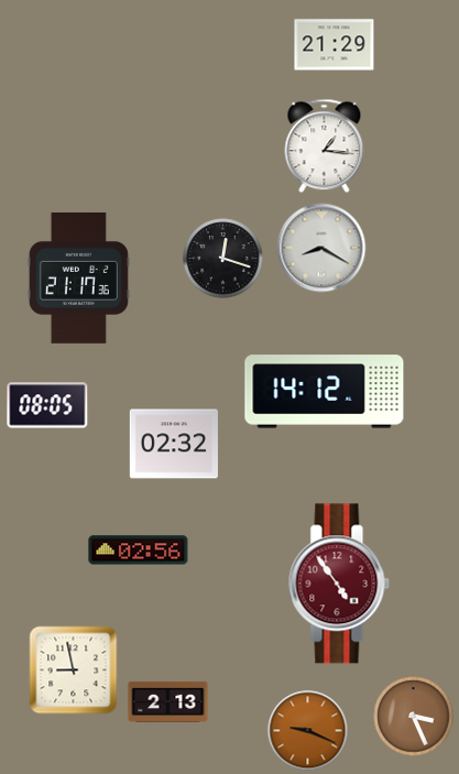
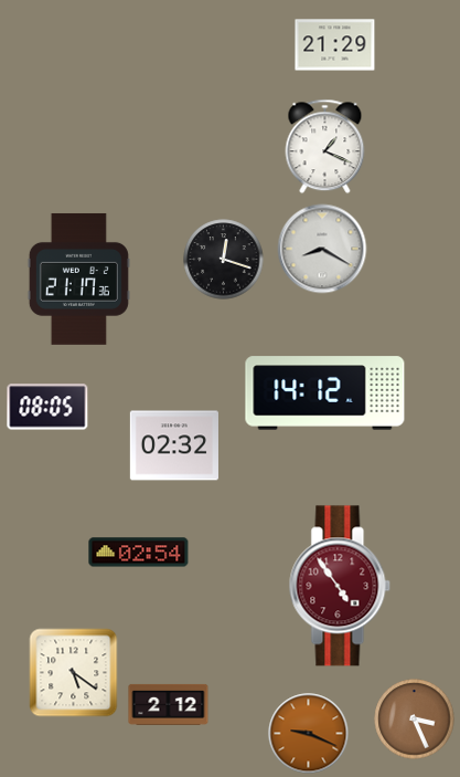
clock at (325, 146): 1:16 -> 1:19
clock at (139, 550): 02:56 -> 02:54
clock at (74, 671): 8:58 -> 5:21
clock at (168, 701): 2:13 -> 2:12
